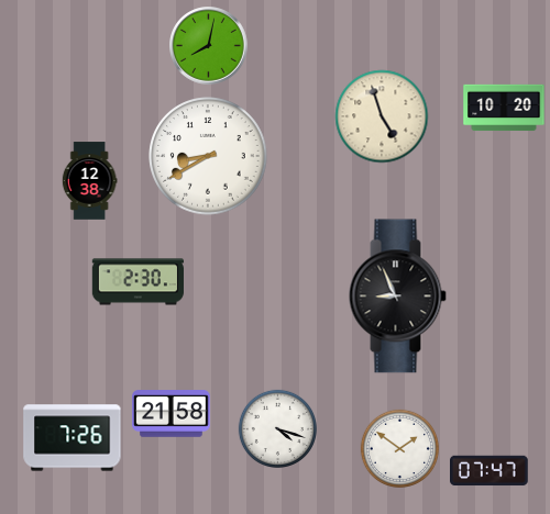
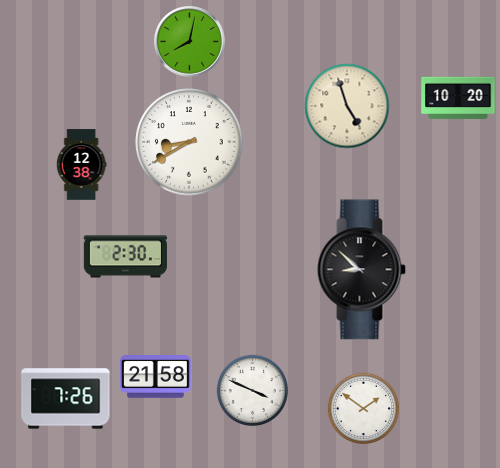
clock at (397, 297): 8:56 -> 8:52
clock at (277, 428): 4:18 -> 3:49
clock at (490, 471): 07:47 -> none
